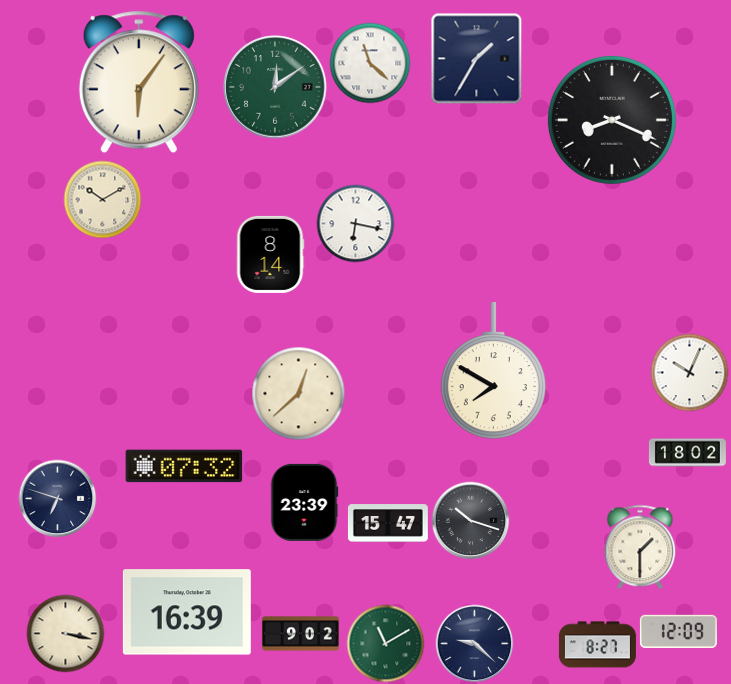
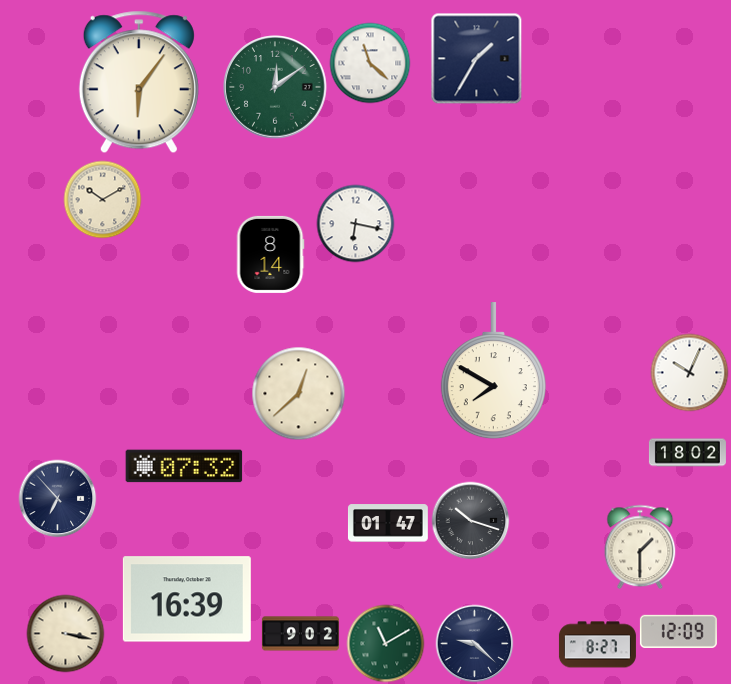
clock at (612, 120): 8:19 -> none
clock at (57, 498): 6:48 -> 6:53
clock at (304, 502): 23:39 -> none
clock at (388, 523): 15:47 -> 01:47
clock at (187, 612) position: (187, 612) -> (187, 599)
